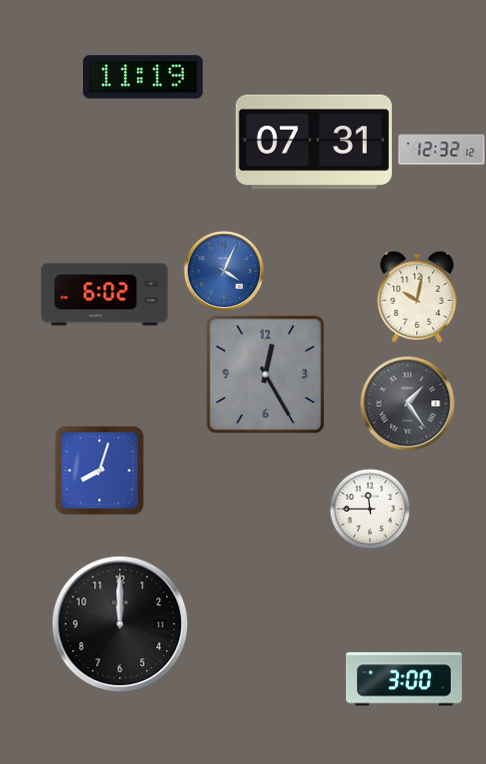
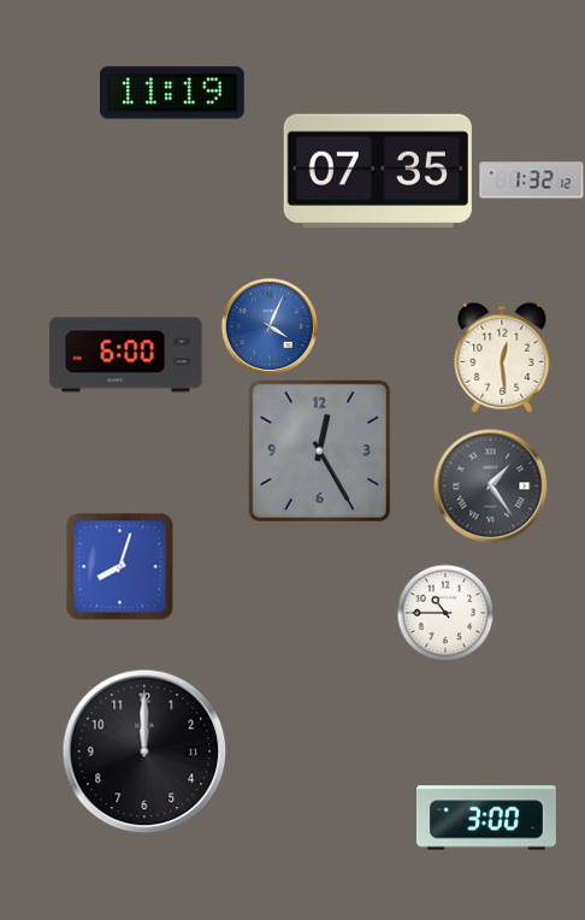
clock at (314, 141): 07:31 -> 07:35
clock at (442, 150): 12:32 -> 1:32
clock at (105, 295): 6:02 -> 6:00
clock at (417, 297): 10:02 -> 12:29
clock at (370, 509): 11:45 -> 10:45
